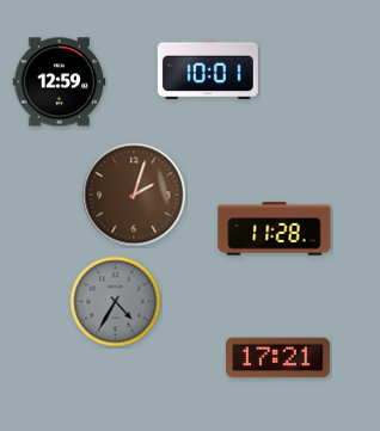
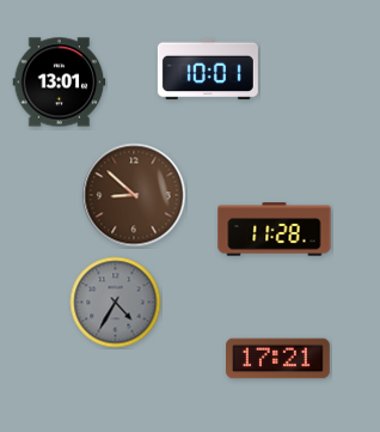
clock at (60, 82): 12:59 -> 13:01
clock at (134, 195): 2:03 -> 8:52
